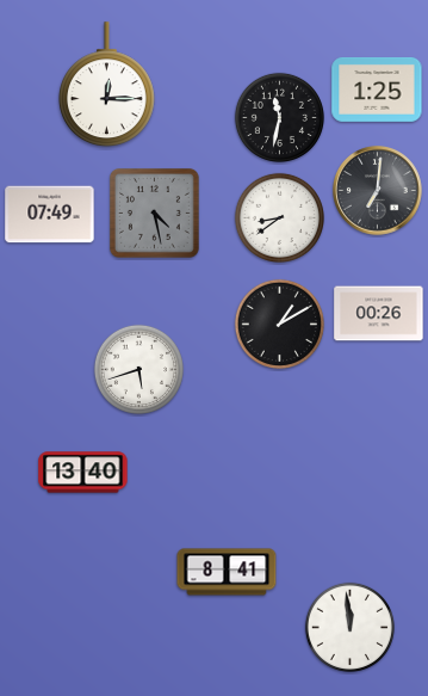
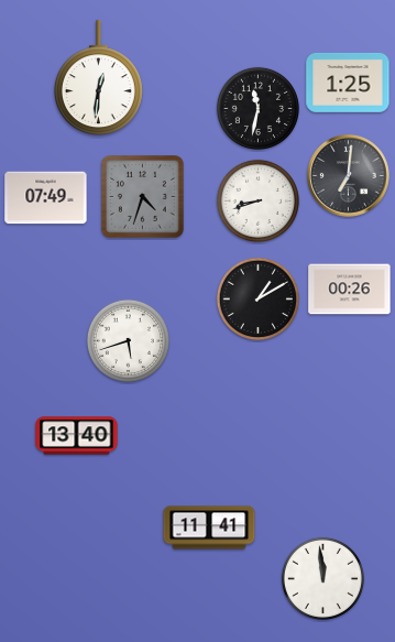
clock at (106, 85): 12:15 -> 12:31
clock at (154, 213): 4:28 -> 4:33
clock at (279, 217): 8:39 -> 8:42
clock at (227, 572): 8:41 -> 11:41
